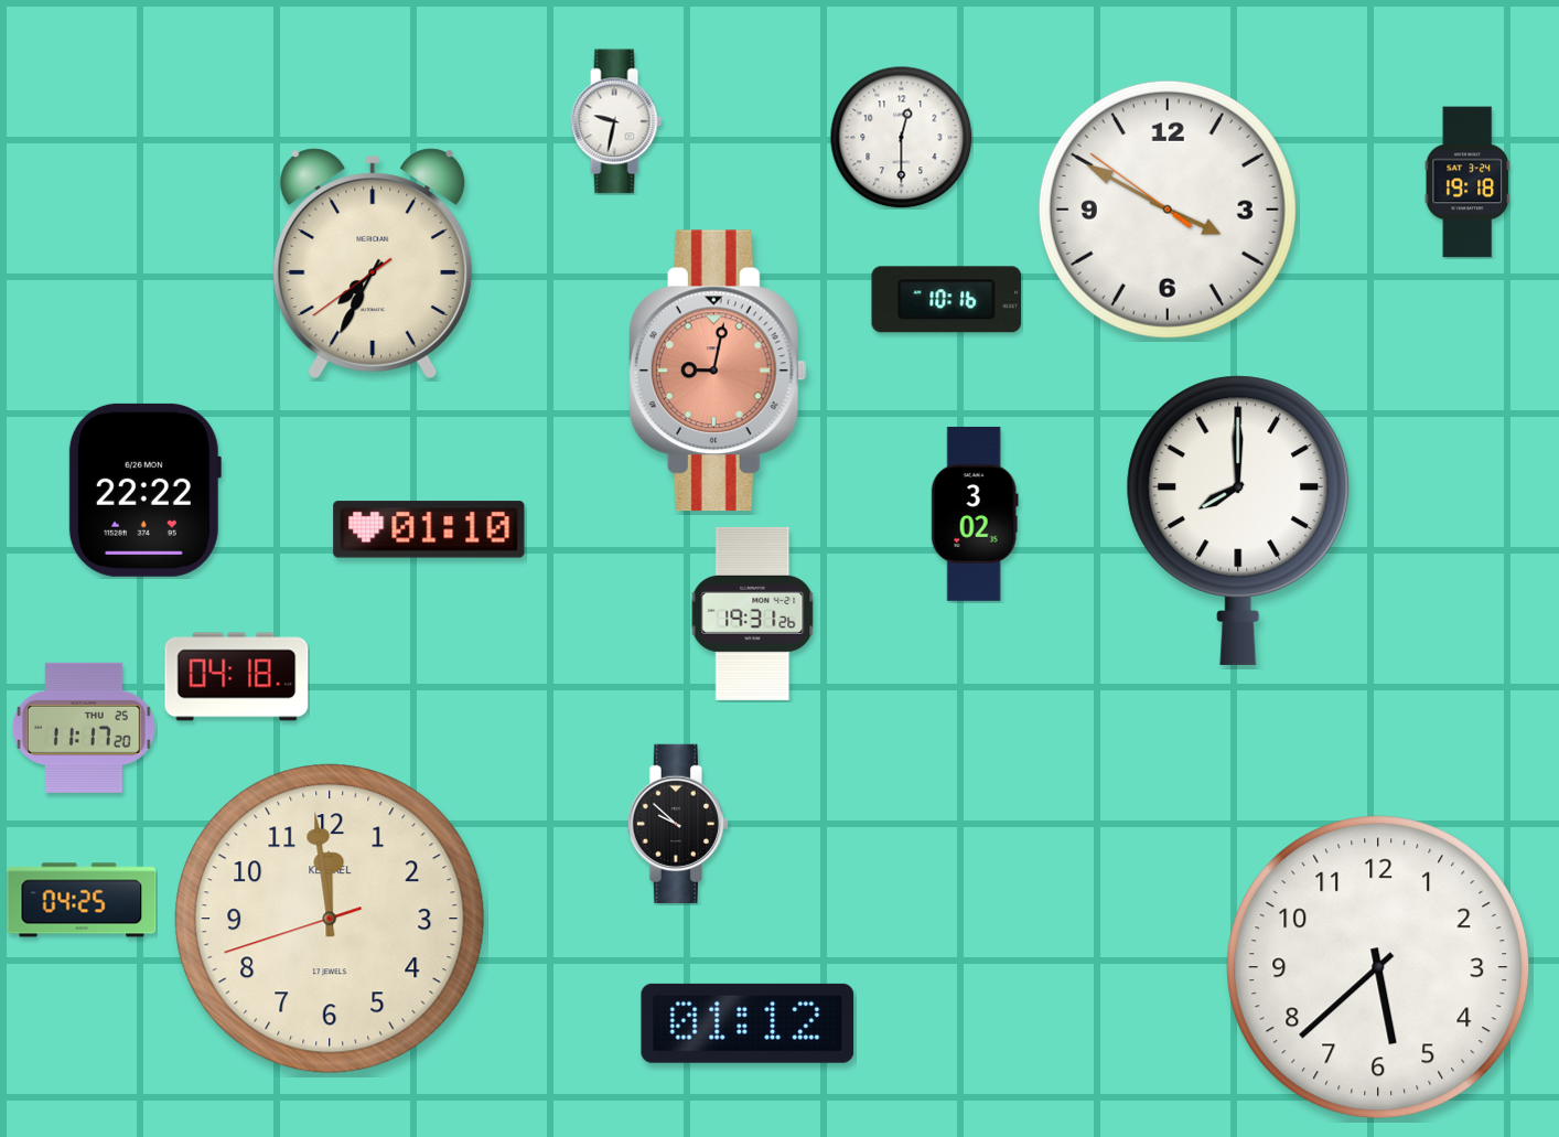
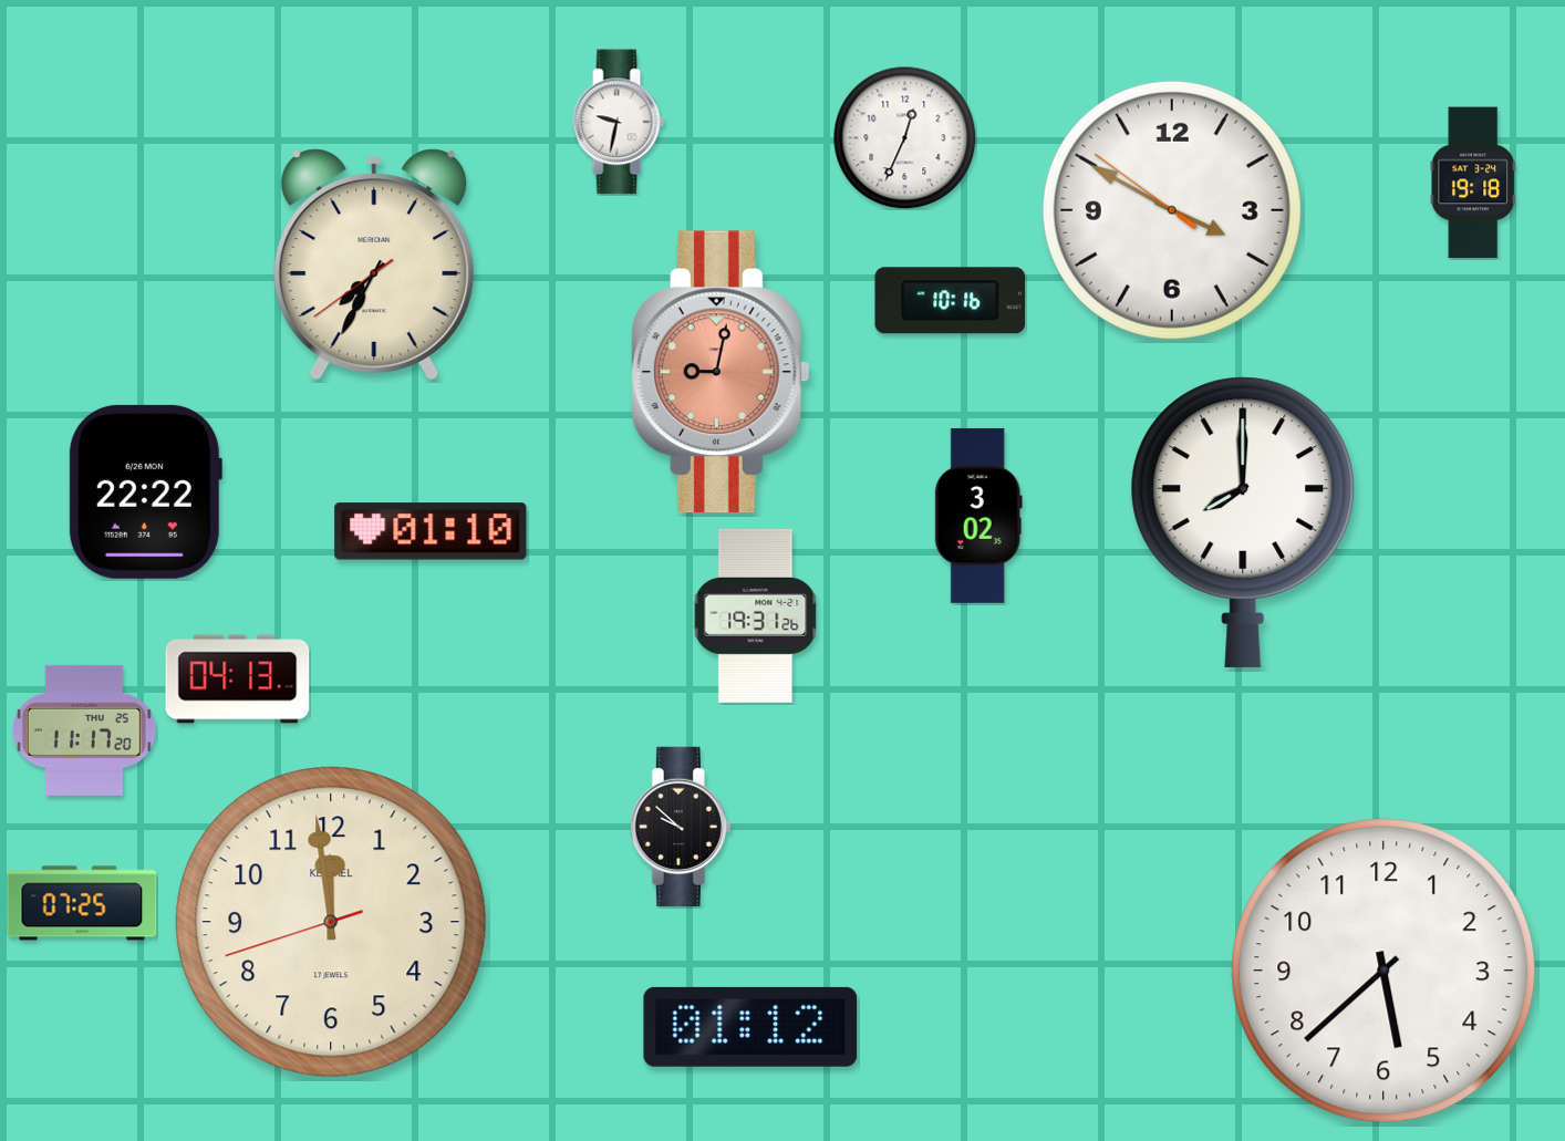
clock at (901, 137): 12:30 -> 12:34
clock at (237, 677): 04:18 -> 04:13
clock at (82, 900): 04:25 -> 07:25
